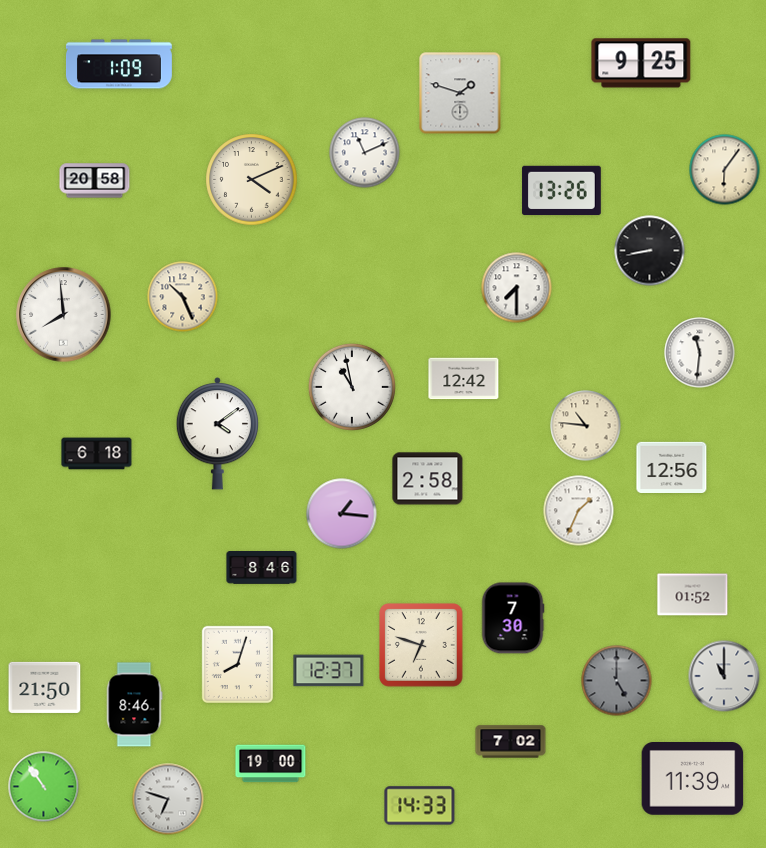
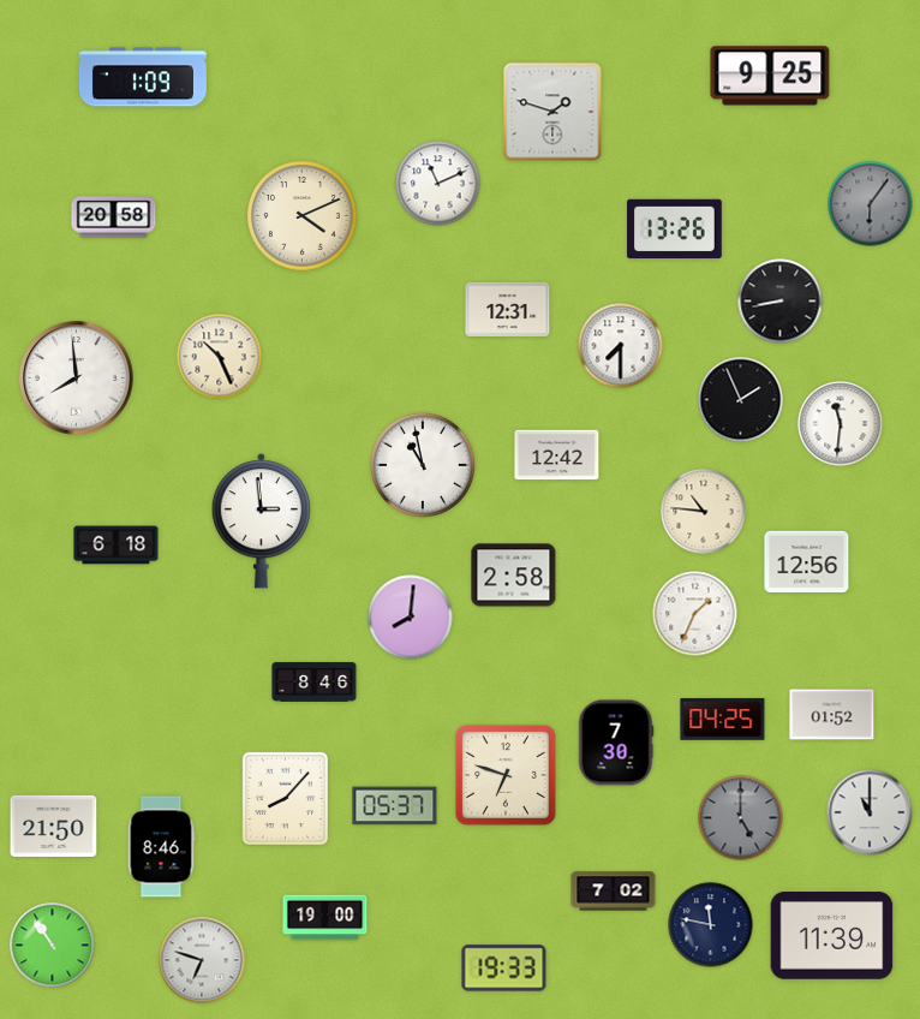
clock at (725, 170) dial: cream -> grey
clock at (508, 309): none -> 12:31
clock at (741, 400): none -> 1:56
clock at (217, 434): 4:09 -> 2:59
clock at (342, 514): 1:16 -> 8:01
clock at (723, 720): none -> 04:25
clock at (237, 664): 8:03 -> 8:07
clock at (329, 671): 12:37 -> 05:37
clock at (711, 925): none -> 11:47
clock at (420, 806): 14:33 -> 19:33
